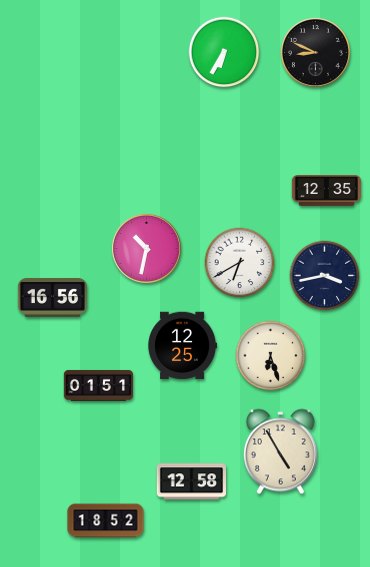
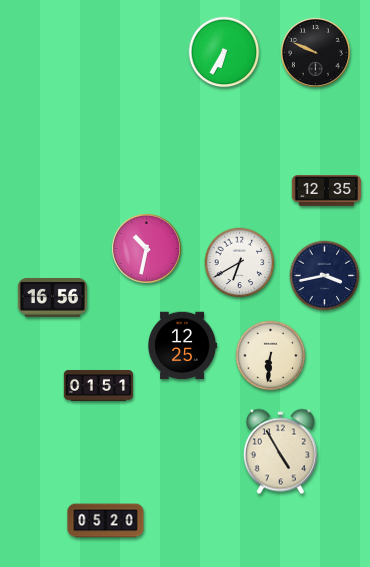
clock at (315, 52): 8:49 -> 9:49
clock at (271, 356): 6:27 -> 6:31
clock at (191, 482): 12:58 -> none
clock at (106, 521): 18:52 -> 05:20
